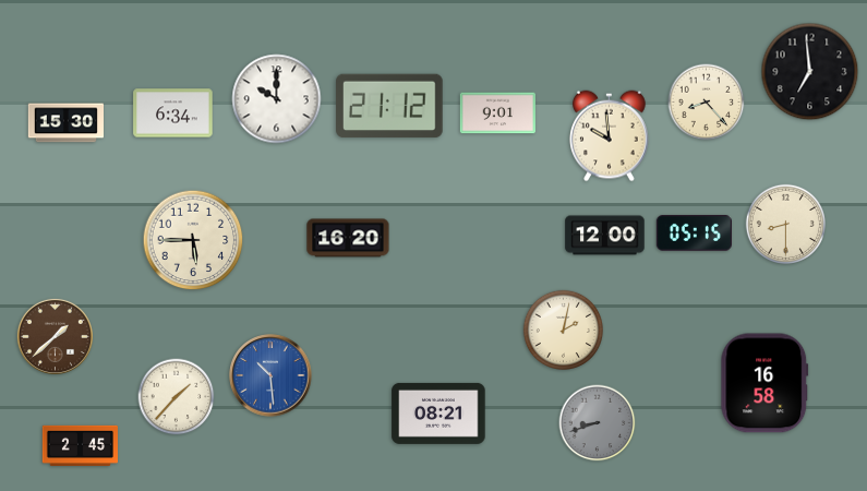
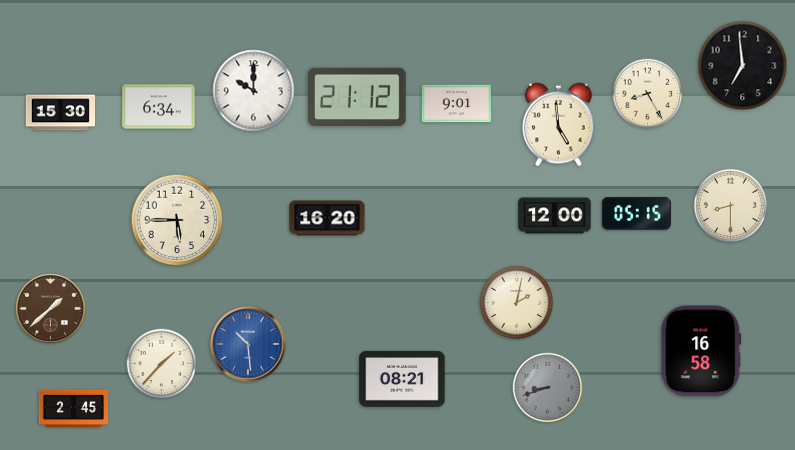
clock at (707, 103): 8:23 -> 8:25
clock at (173, 113) position: (173, 113) -> (159, 107)
clock at (610, 136): 9:59 -> 4:59
clock at (785, 224) position: (785, 224) -> (730, 205)
clock at (348, 238) position: (348, 238) -> (327, 218)
